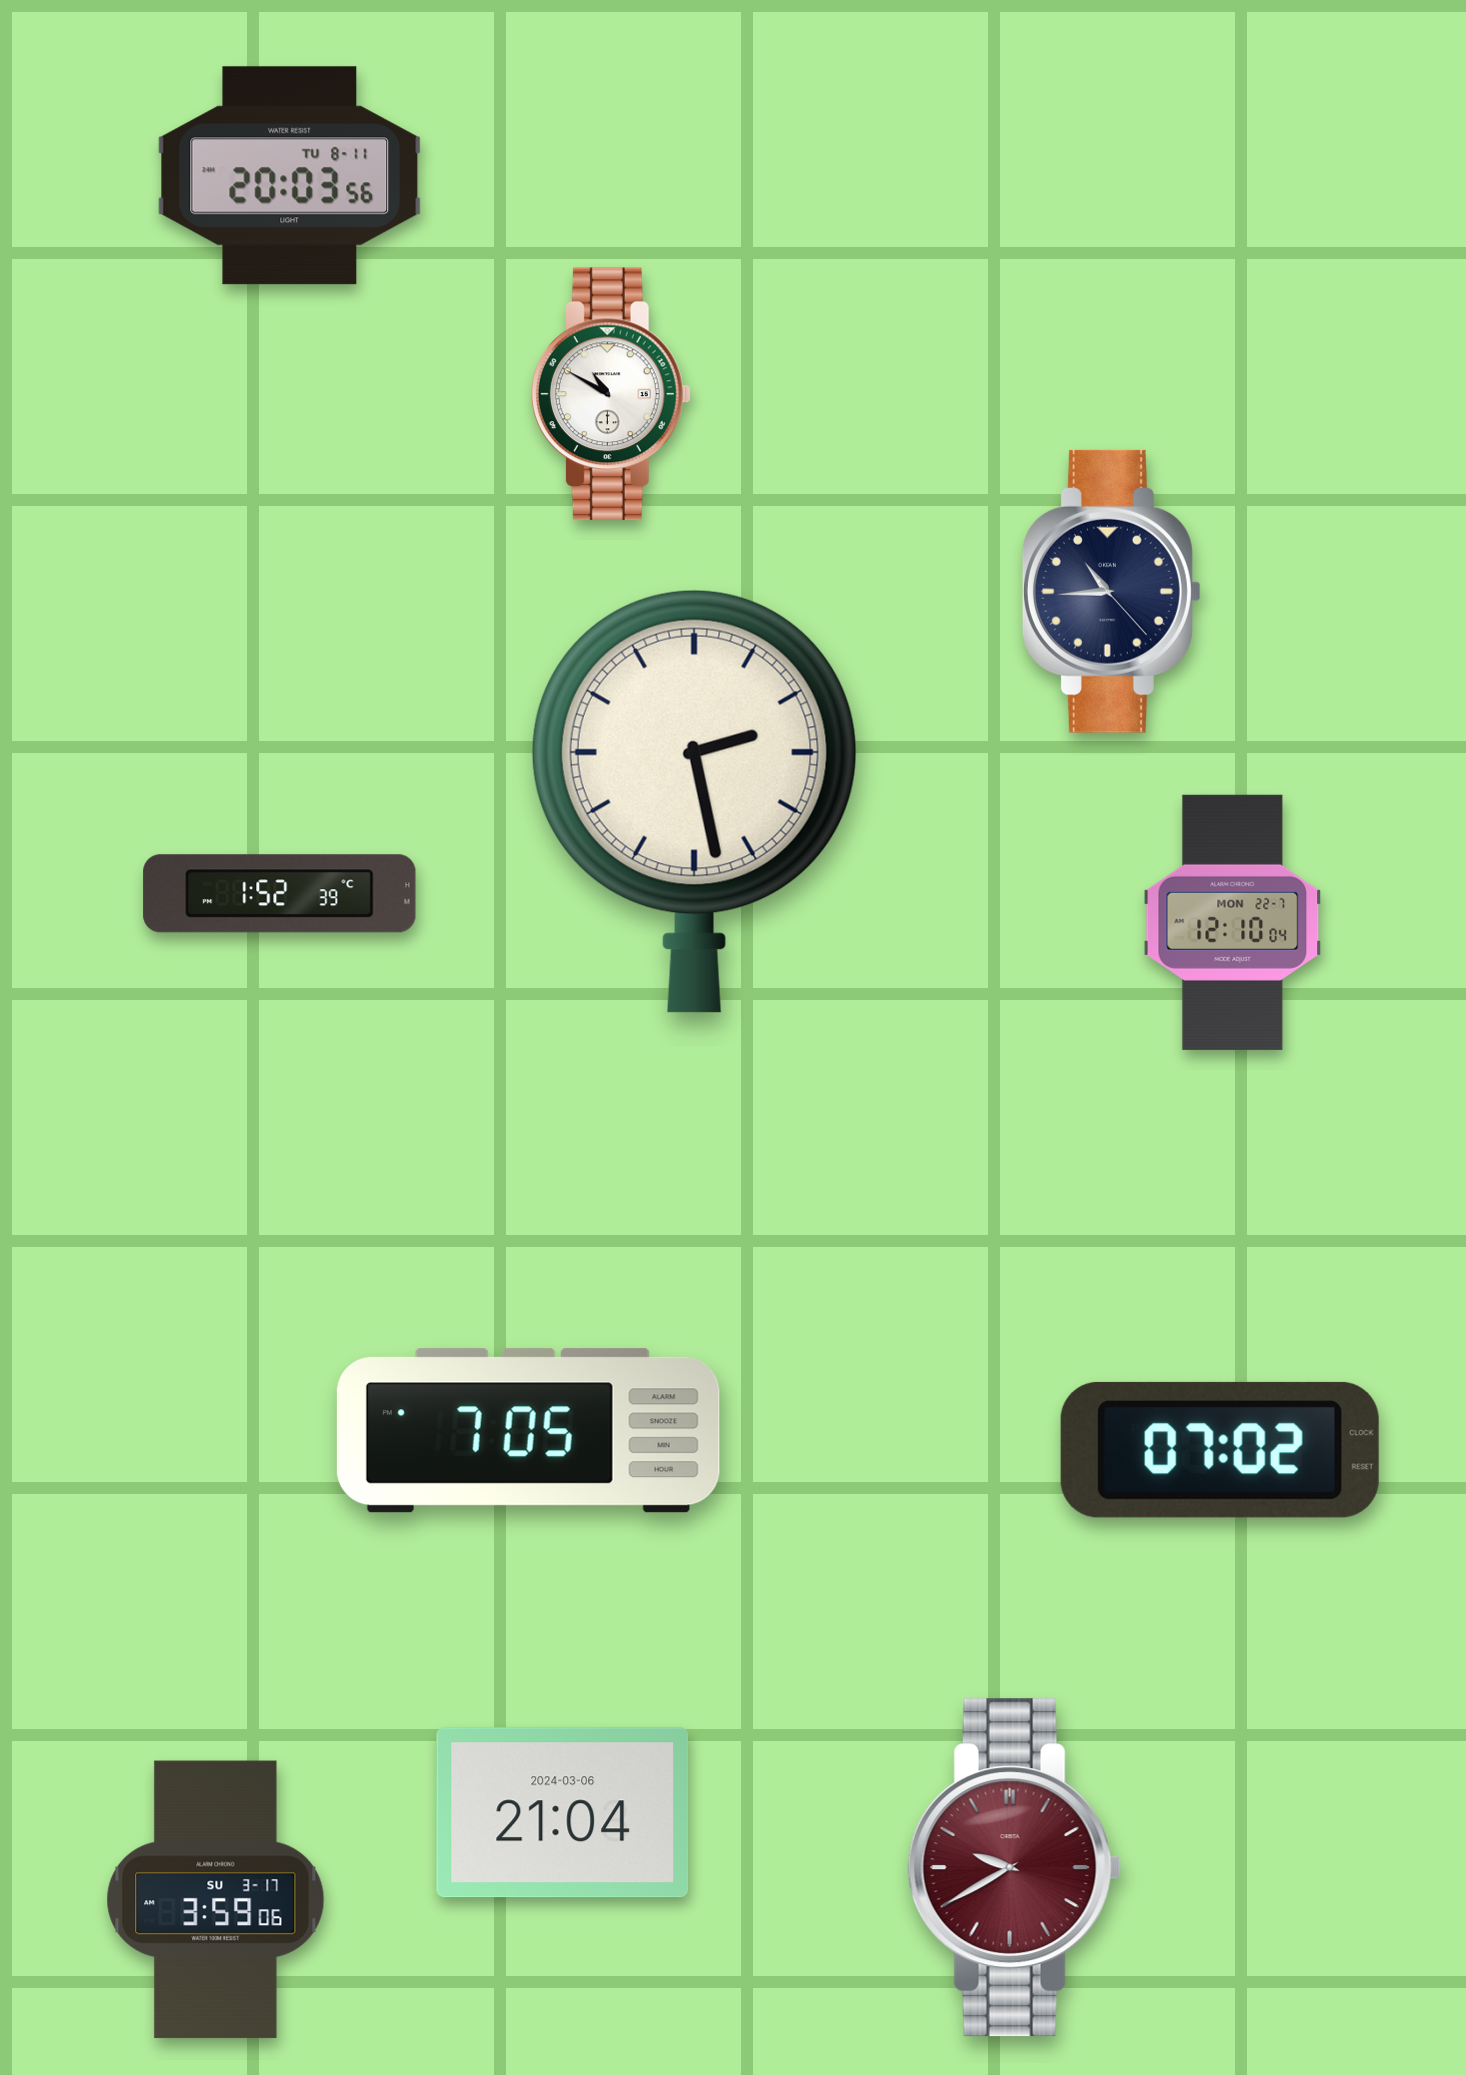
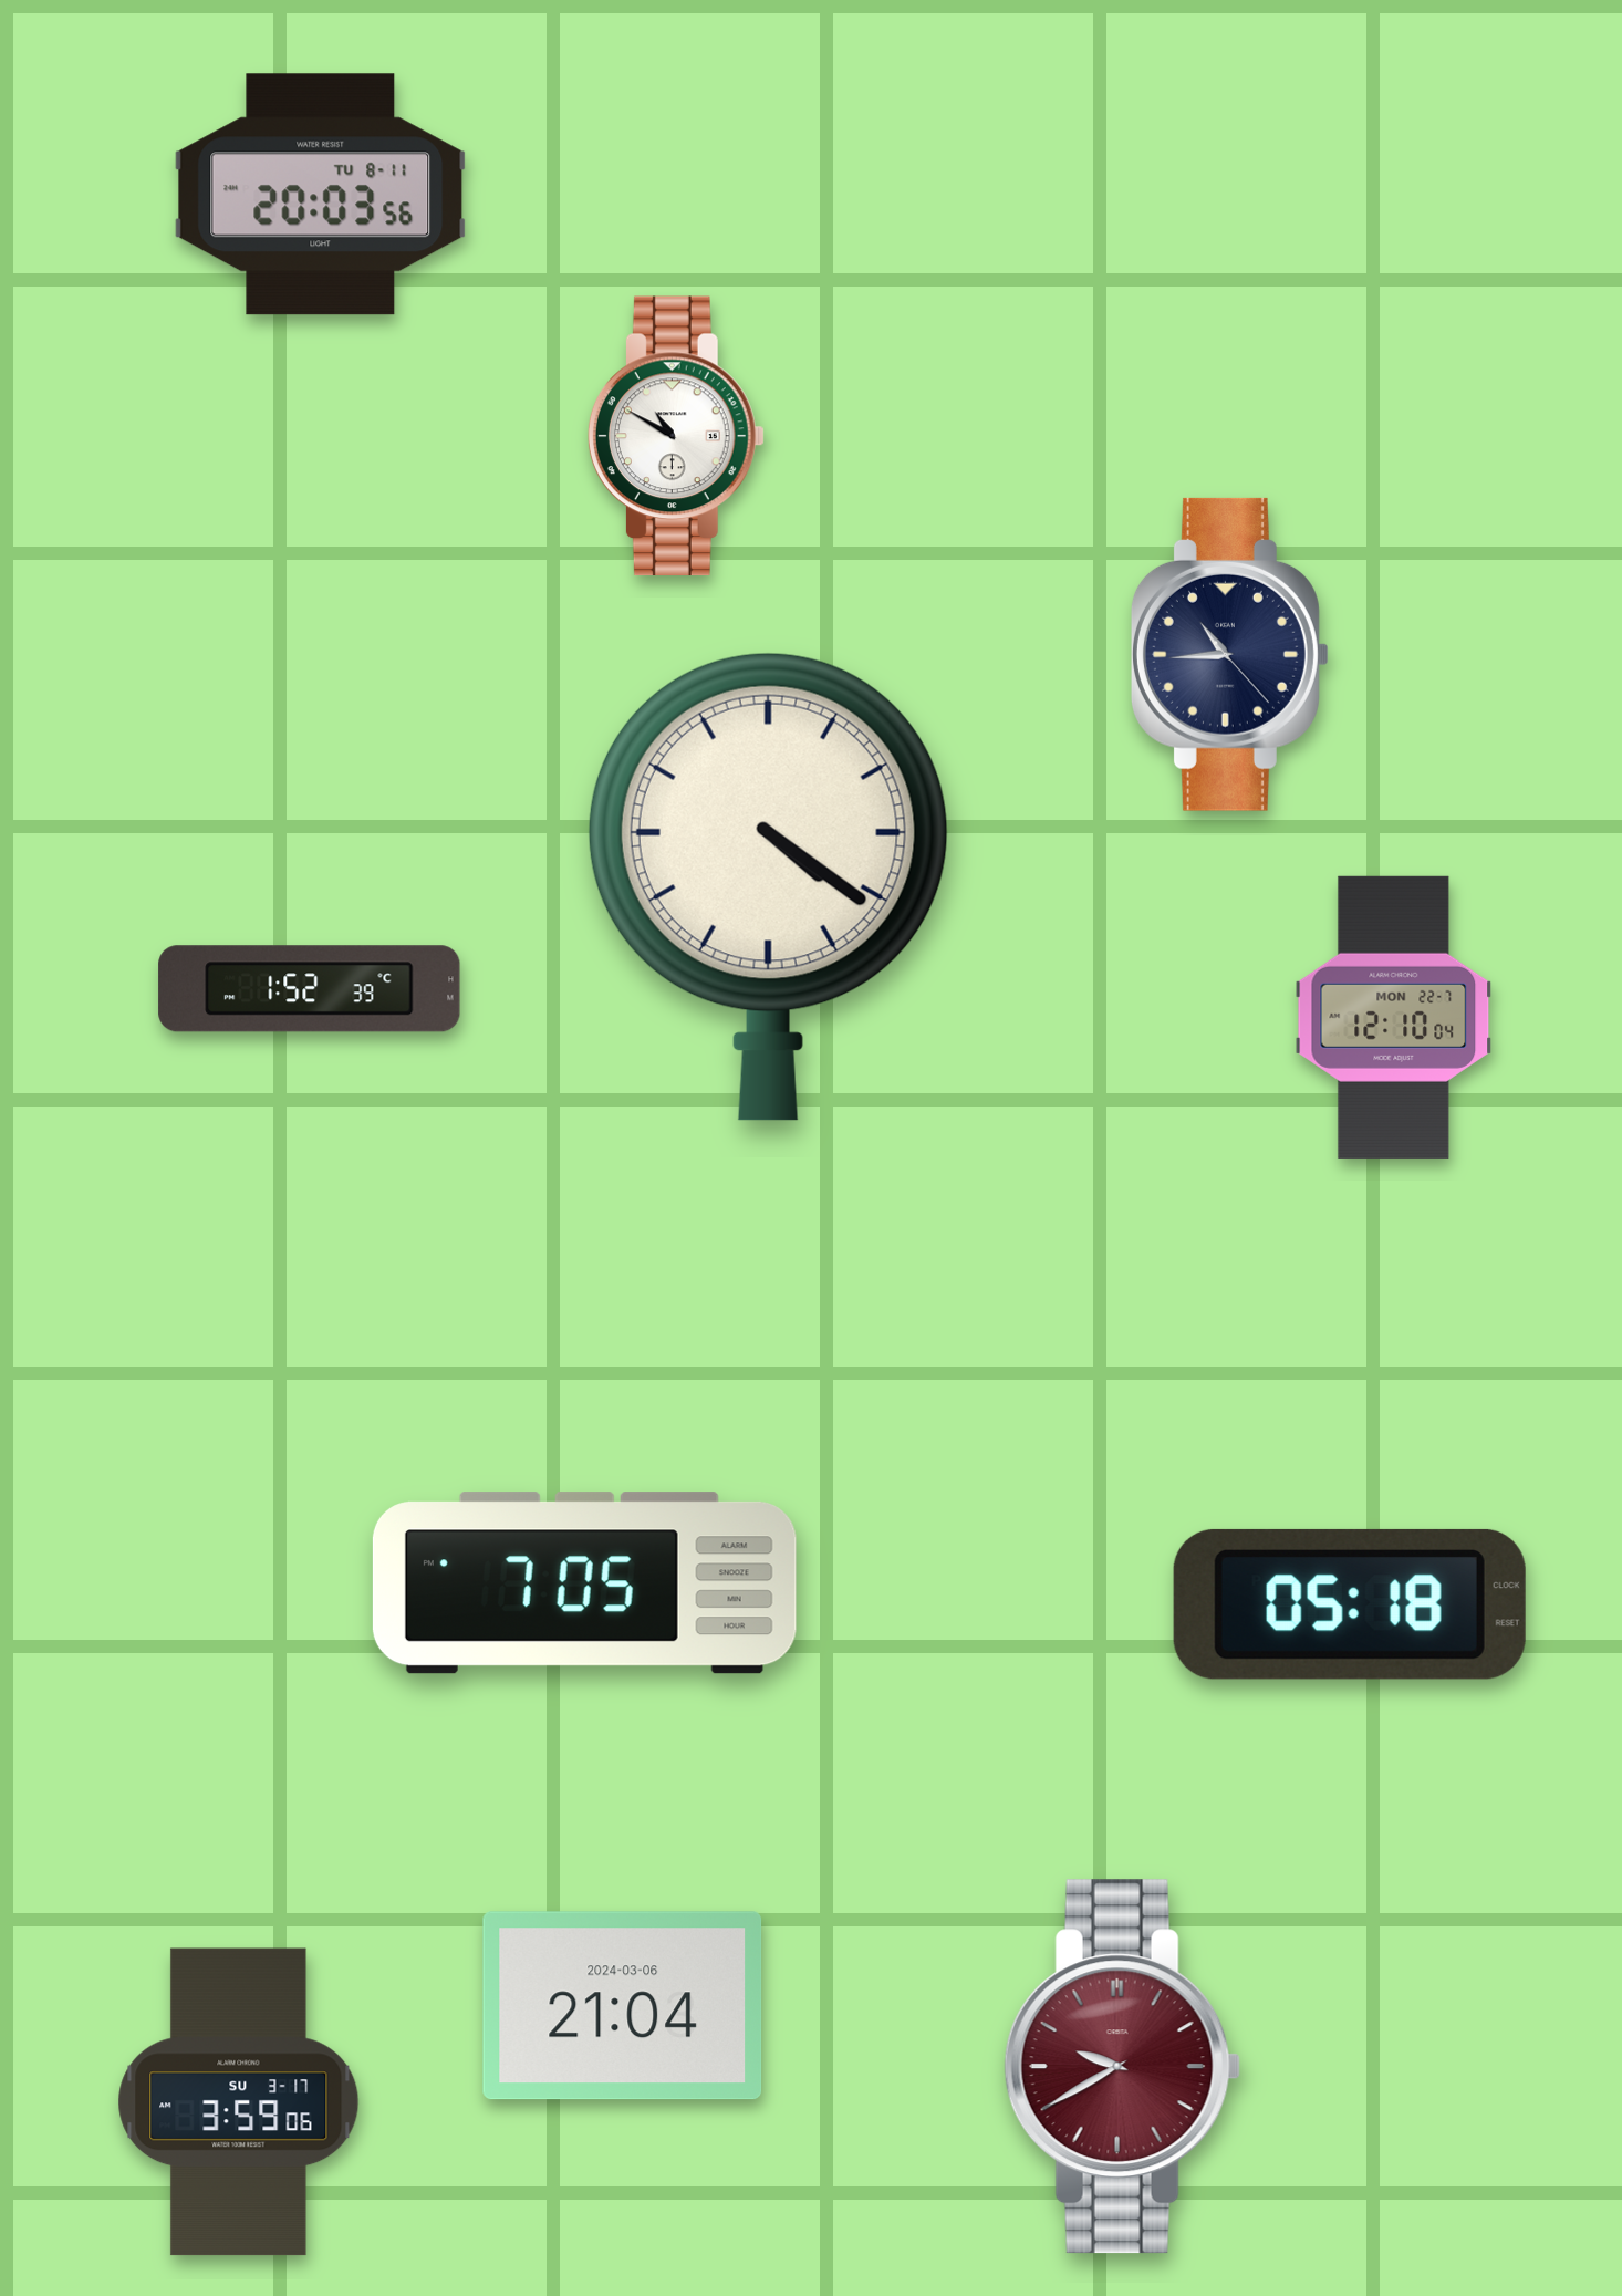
clock at (694, 801): 2:28 -> 4:21
clock at (1233, 922) position: (1233, 922) -> (1394, 1017)
clock at (1220, 1450): 07:02 -> 05:18
